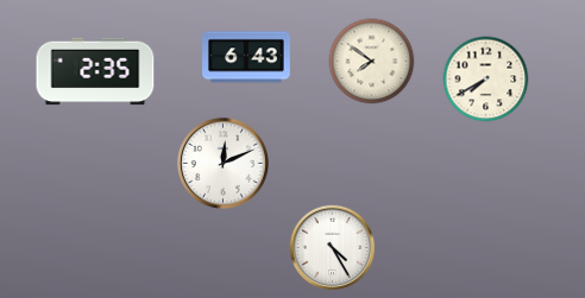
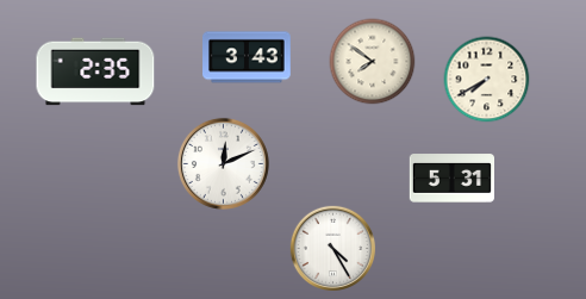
clock at (247, 57): 6:43 -> 3:43
clock at (451, 179): none -> 5:31
